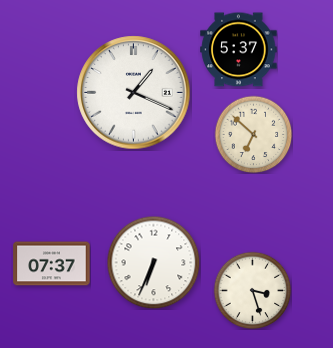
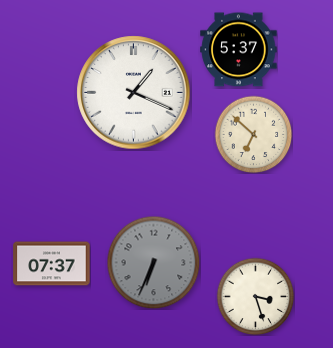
clock at (153, 262) dial: white -> grey
clock at (252, 290) position: (252, 290) -> (255, 296)
